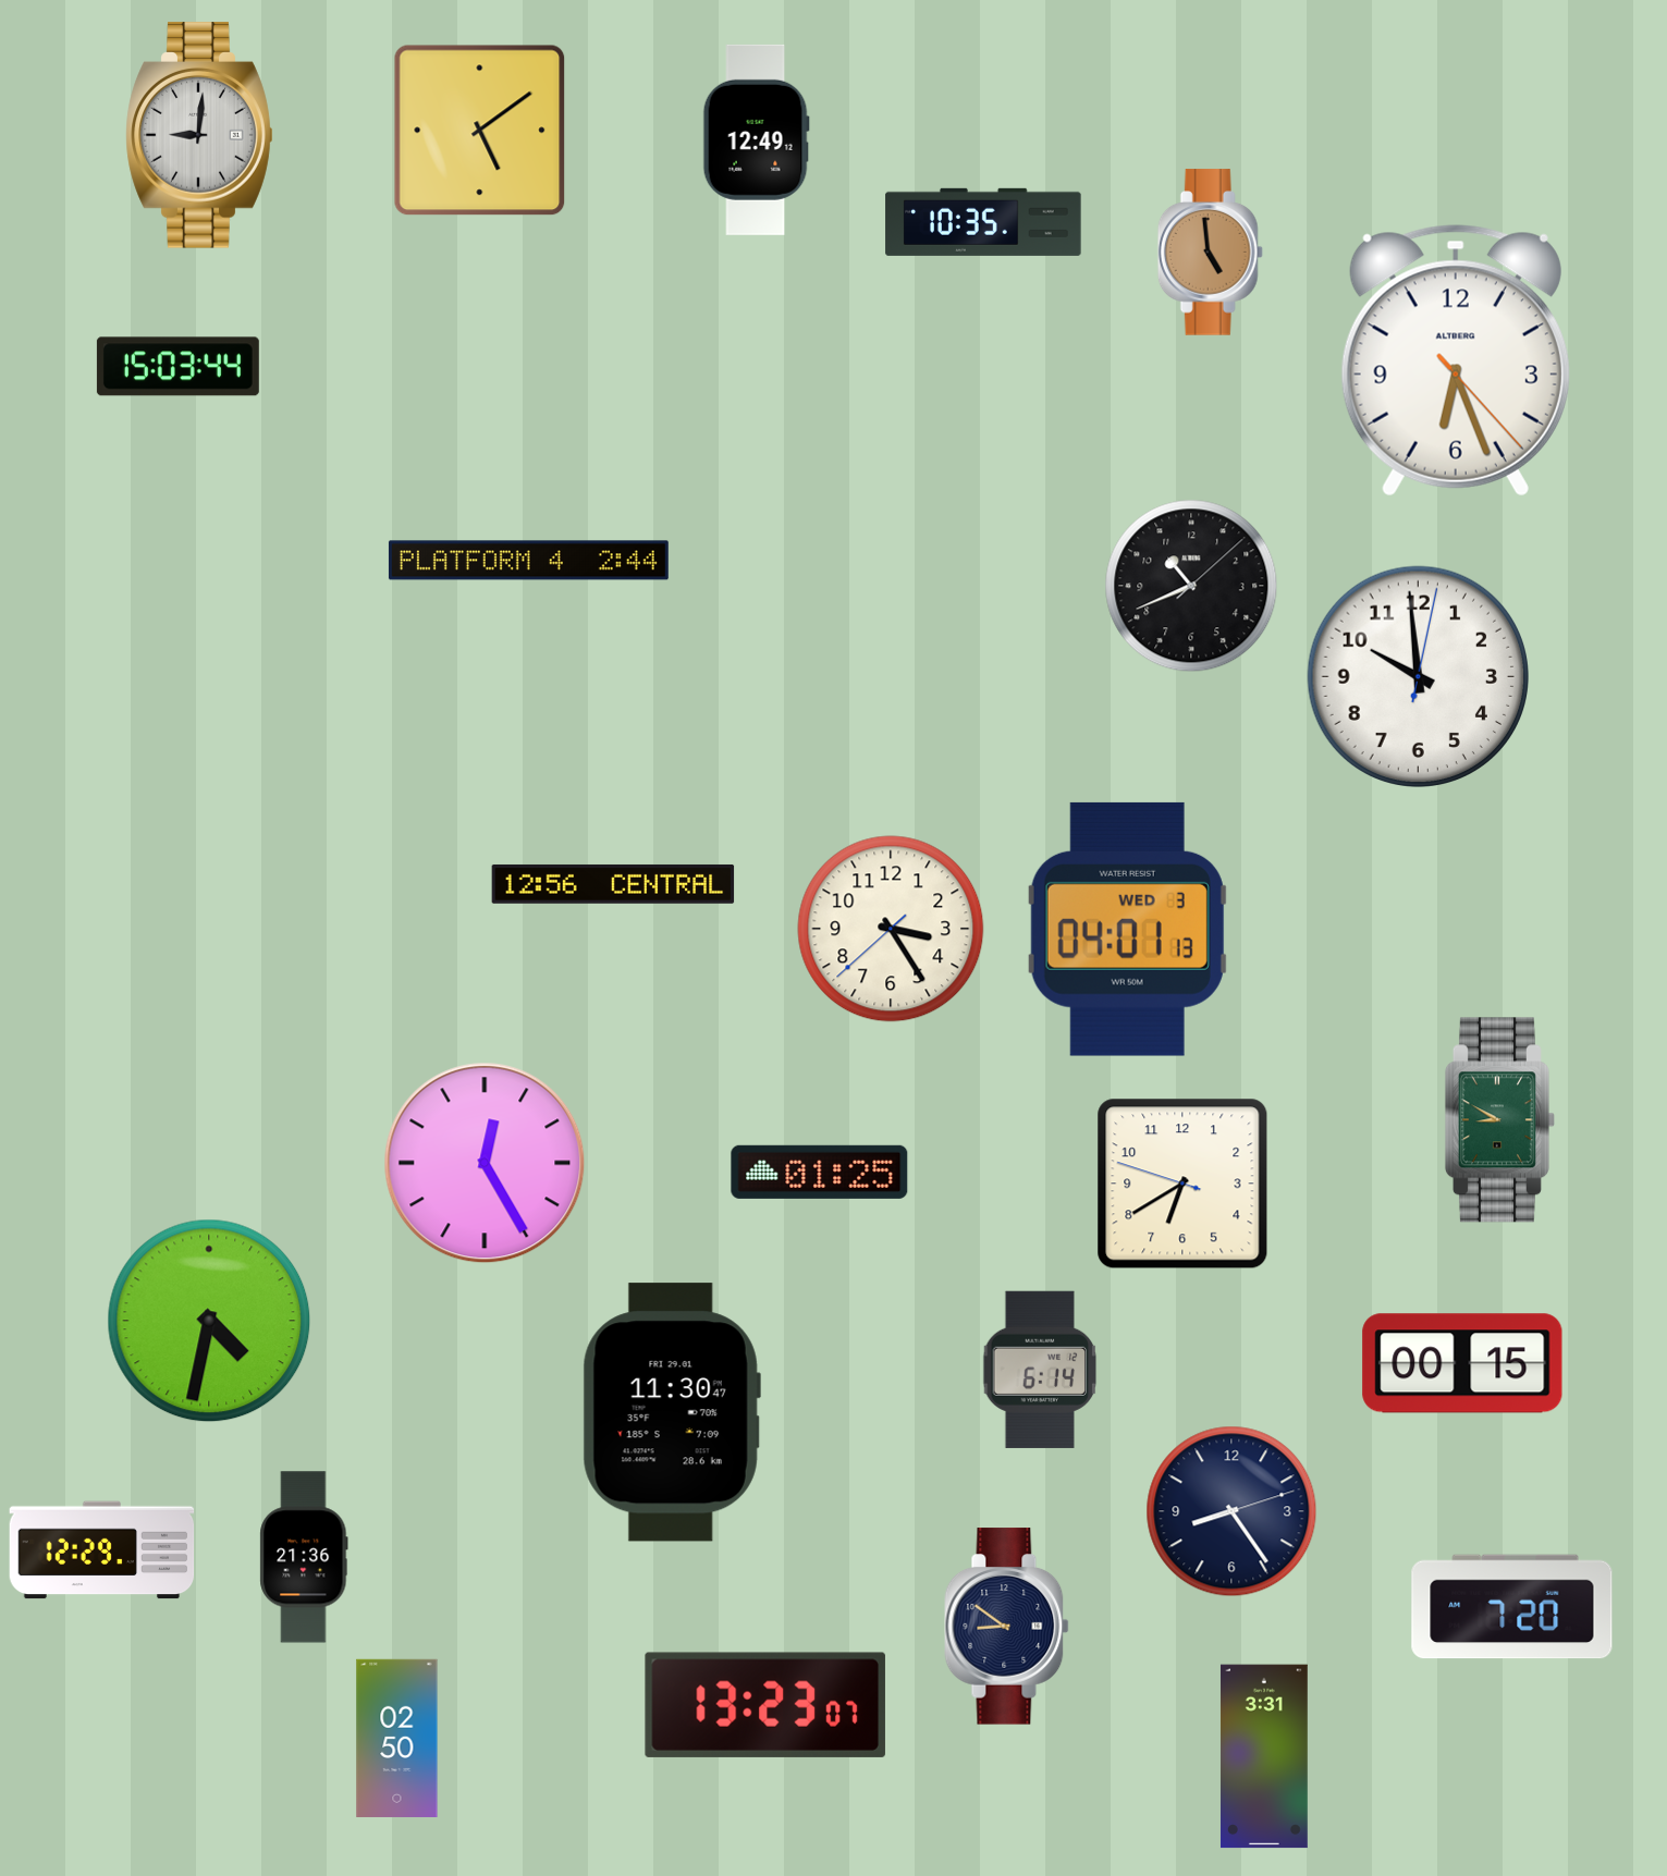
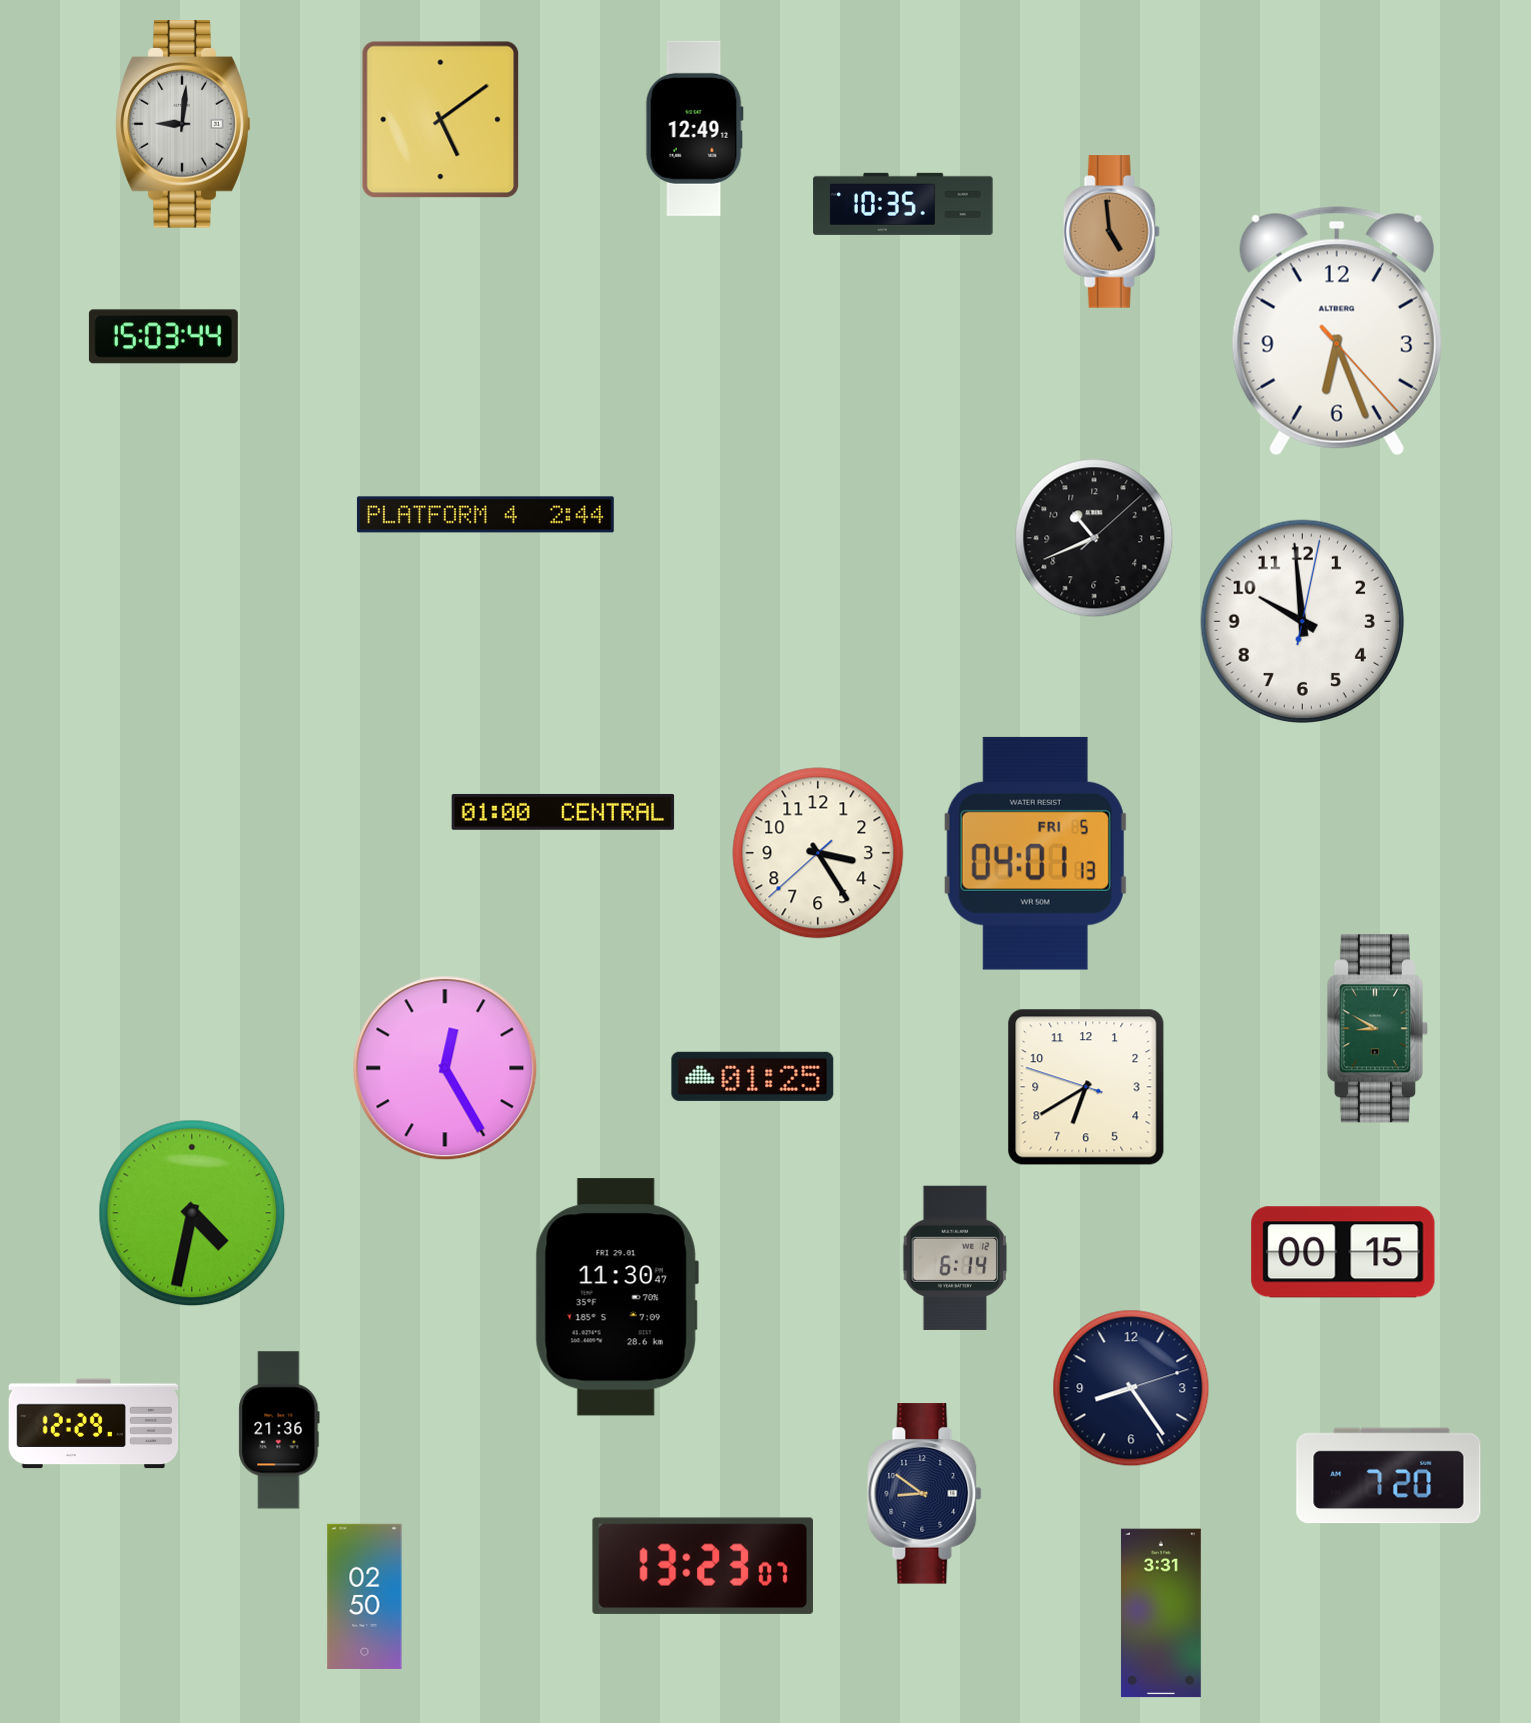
clock at (613, 884): 12:56 -> 01:00
clock at (1127, 929) date: WED 3 -> FRI 5
